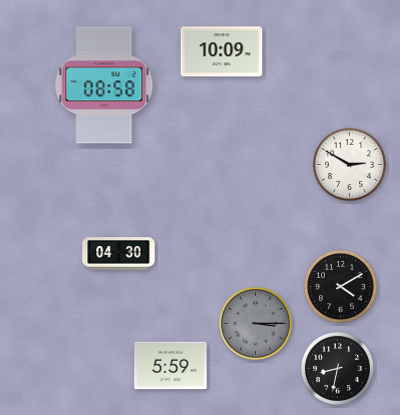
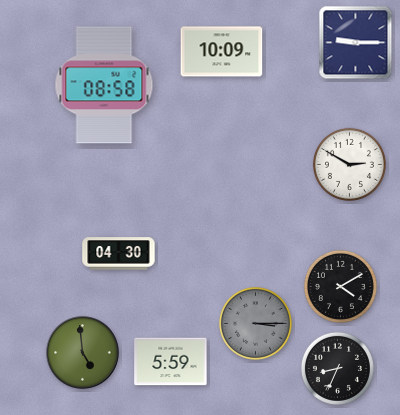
clock at (356, 43): none -> 9:15
clock at (83, 353): none -> 4:59
clock at (171, 366) position: (171, 366) -> (171, 362)
clock at (337, 368): 8:32 -> 8:34
